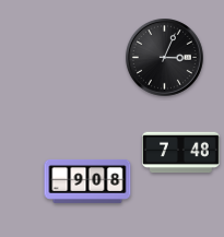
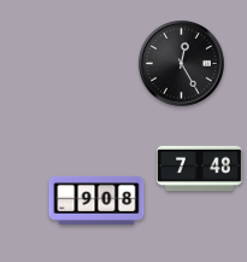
clock at (165, 58): 3:04 -> 12:25
